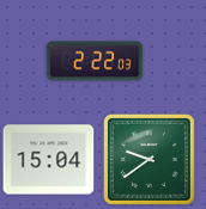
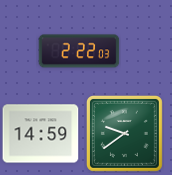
clock at (49, 160): 15:04 -> 14:59
